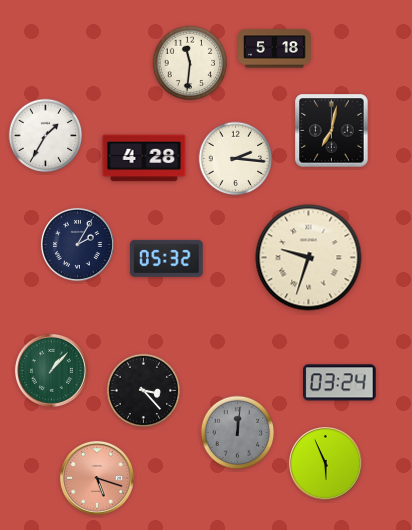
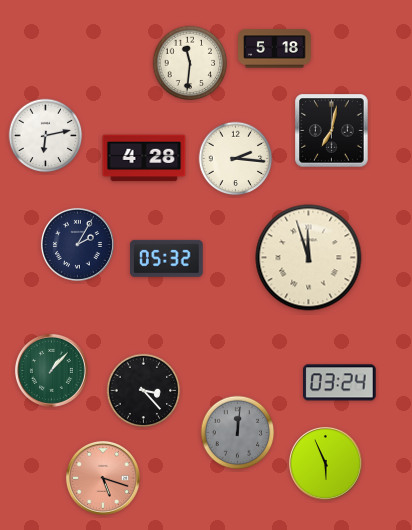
clock at (46, 136): 1:35 -> 6:13
clock at (309, 258): 9:33 -> 11:57
clock at (97, 478) position: (97, 478) -> (103, 478)
